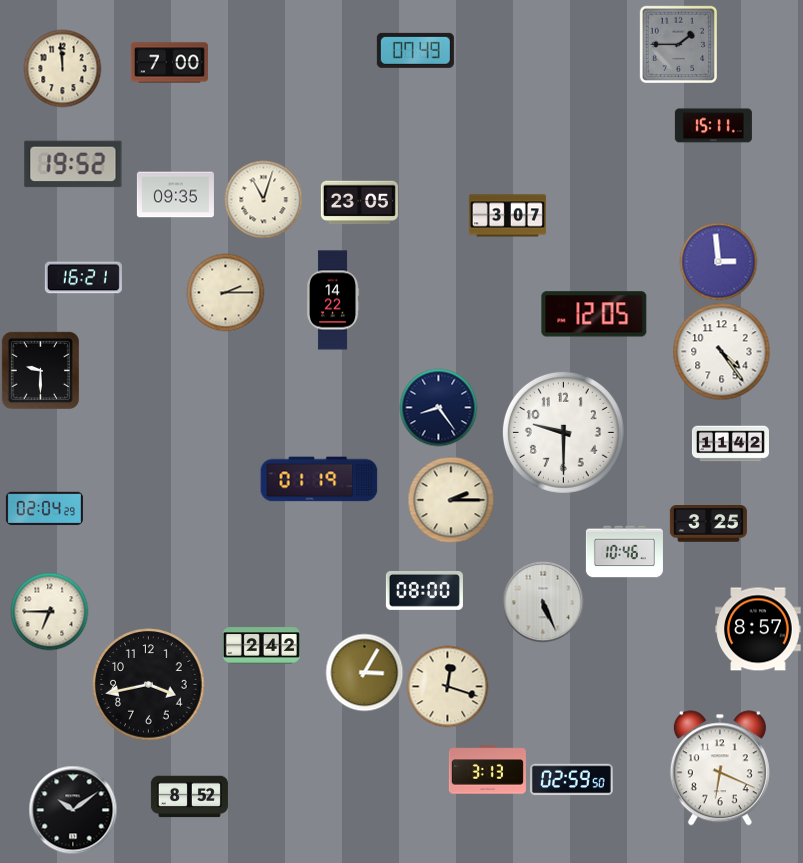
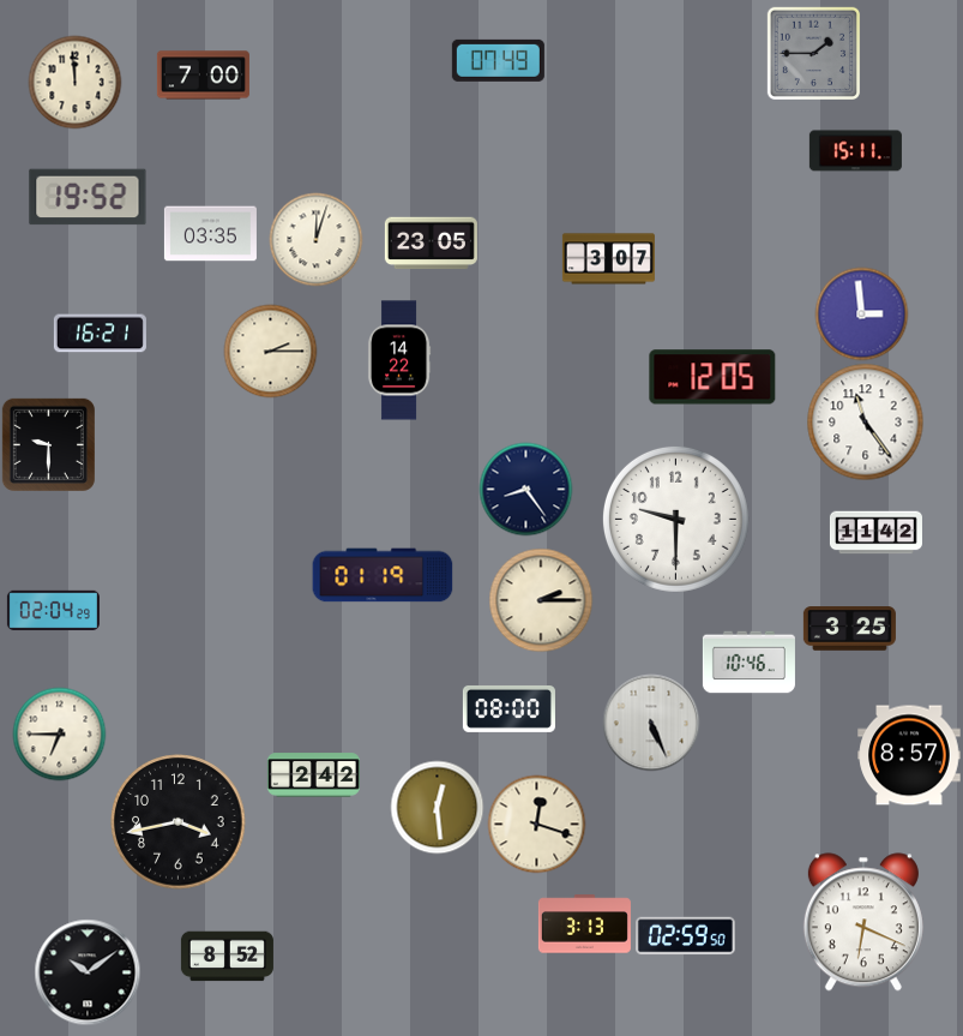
clock at (175, 195): 09:35 -> 03:35
clock at (263, 199): 11:03 -> 12:03
clock at (721, 351): 4:24 -> 11:24
clock at (364, 672): 3:05 -> 12:29
